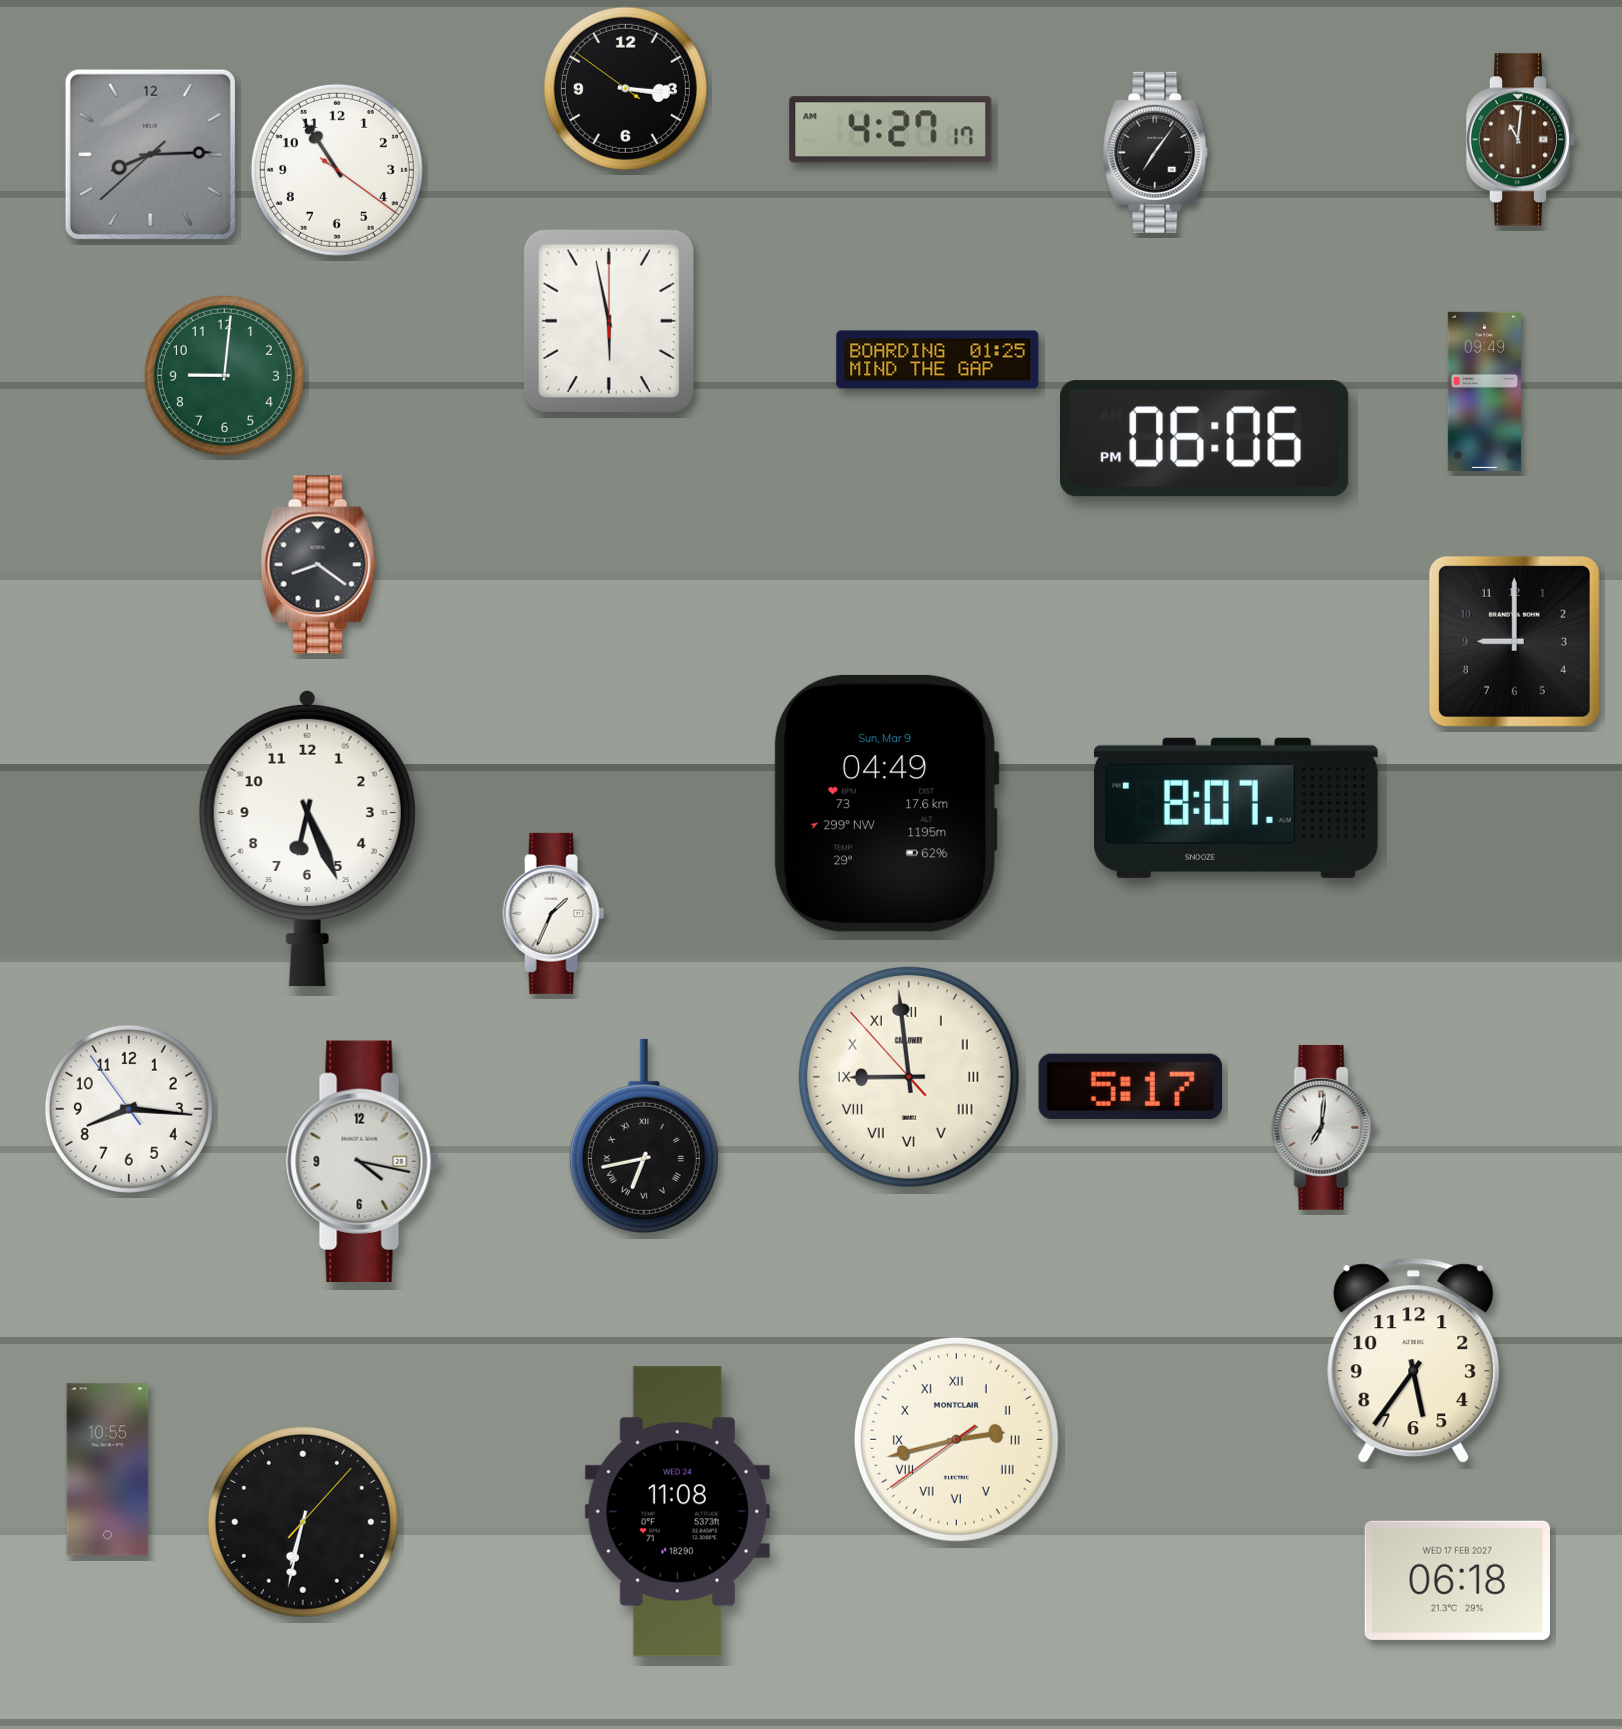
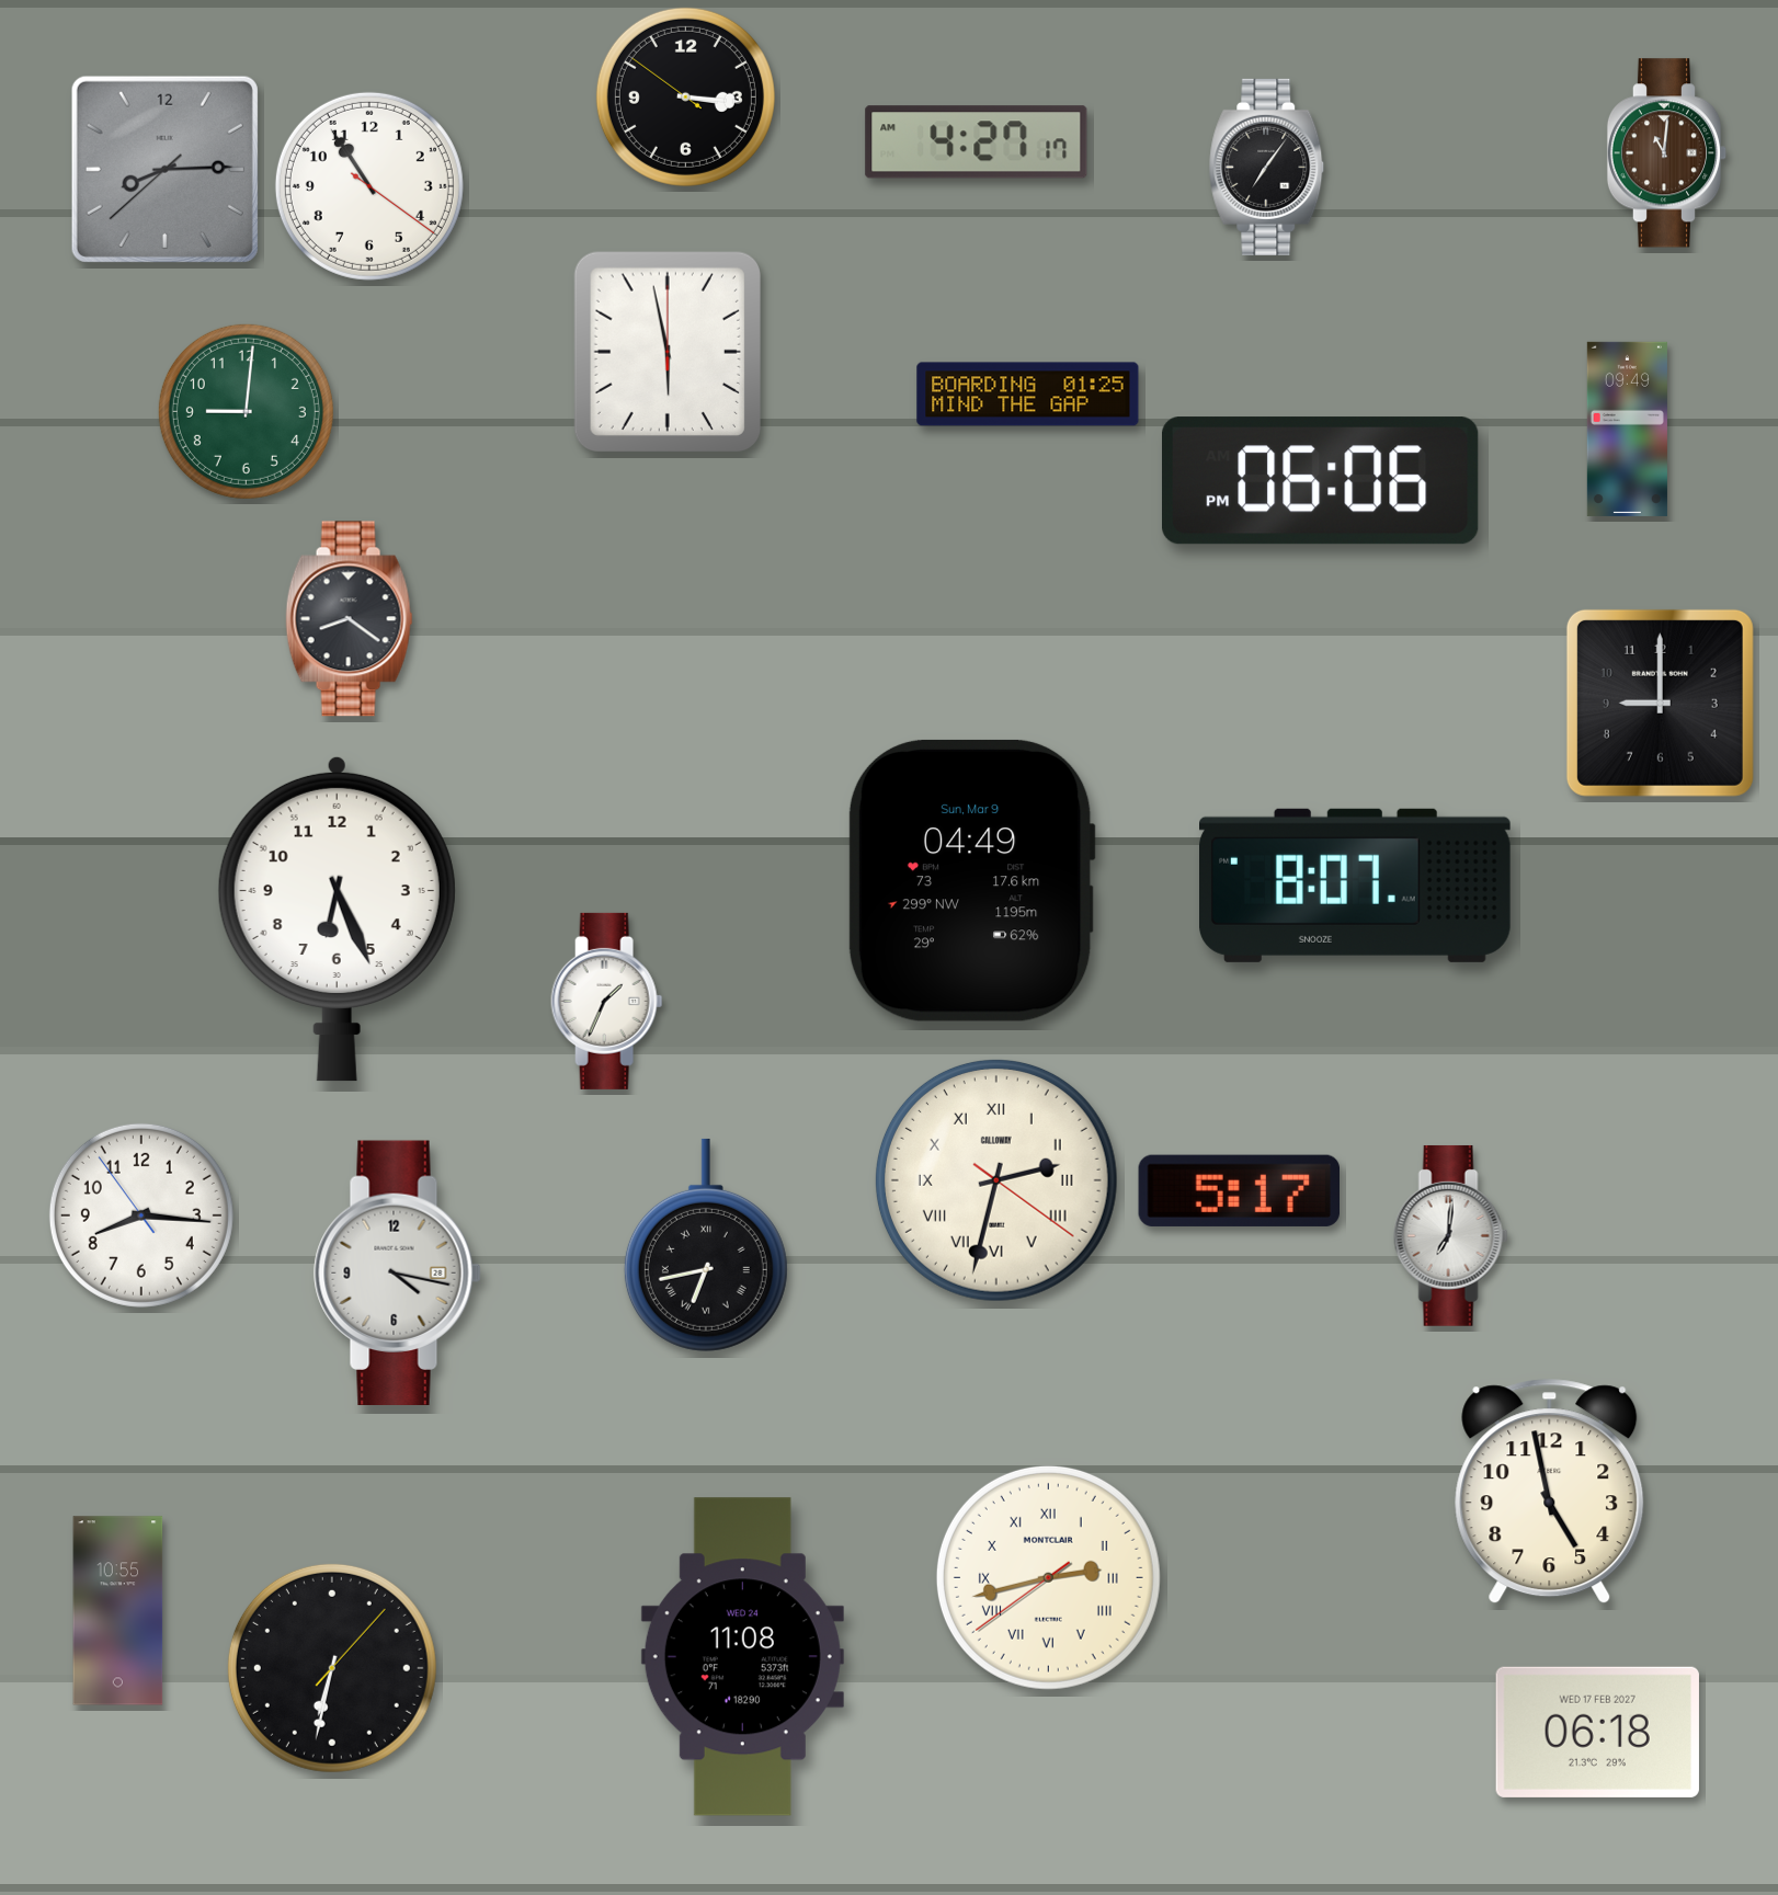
clock at (909, 1077): 8:58 -> 2:32
clock at (1414, 1361): 5:36 -> 4:58
